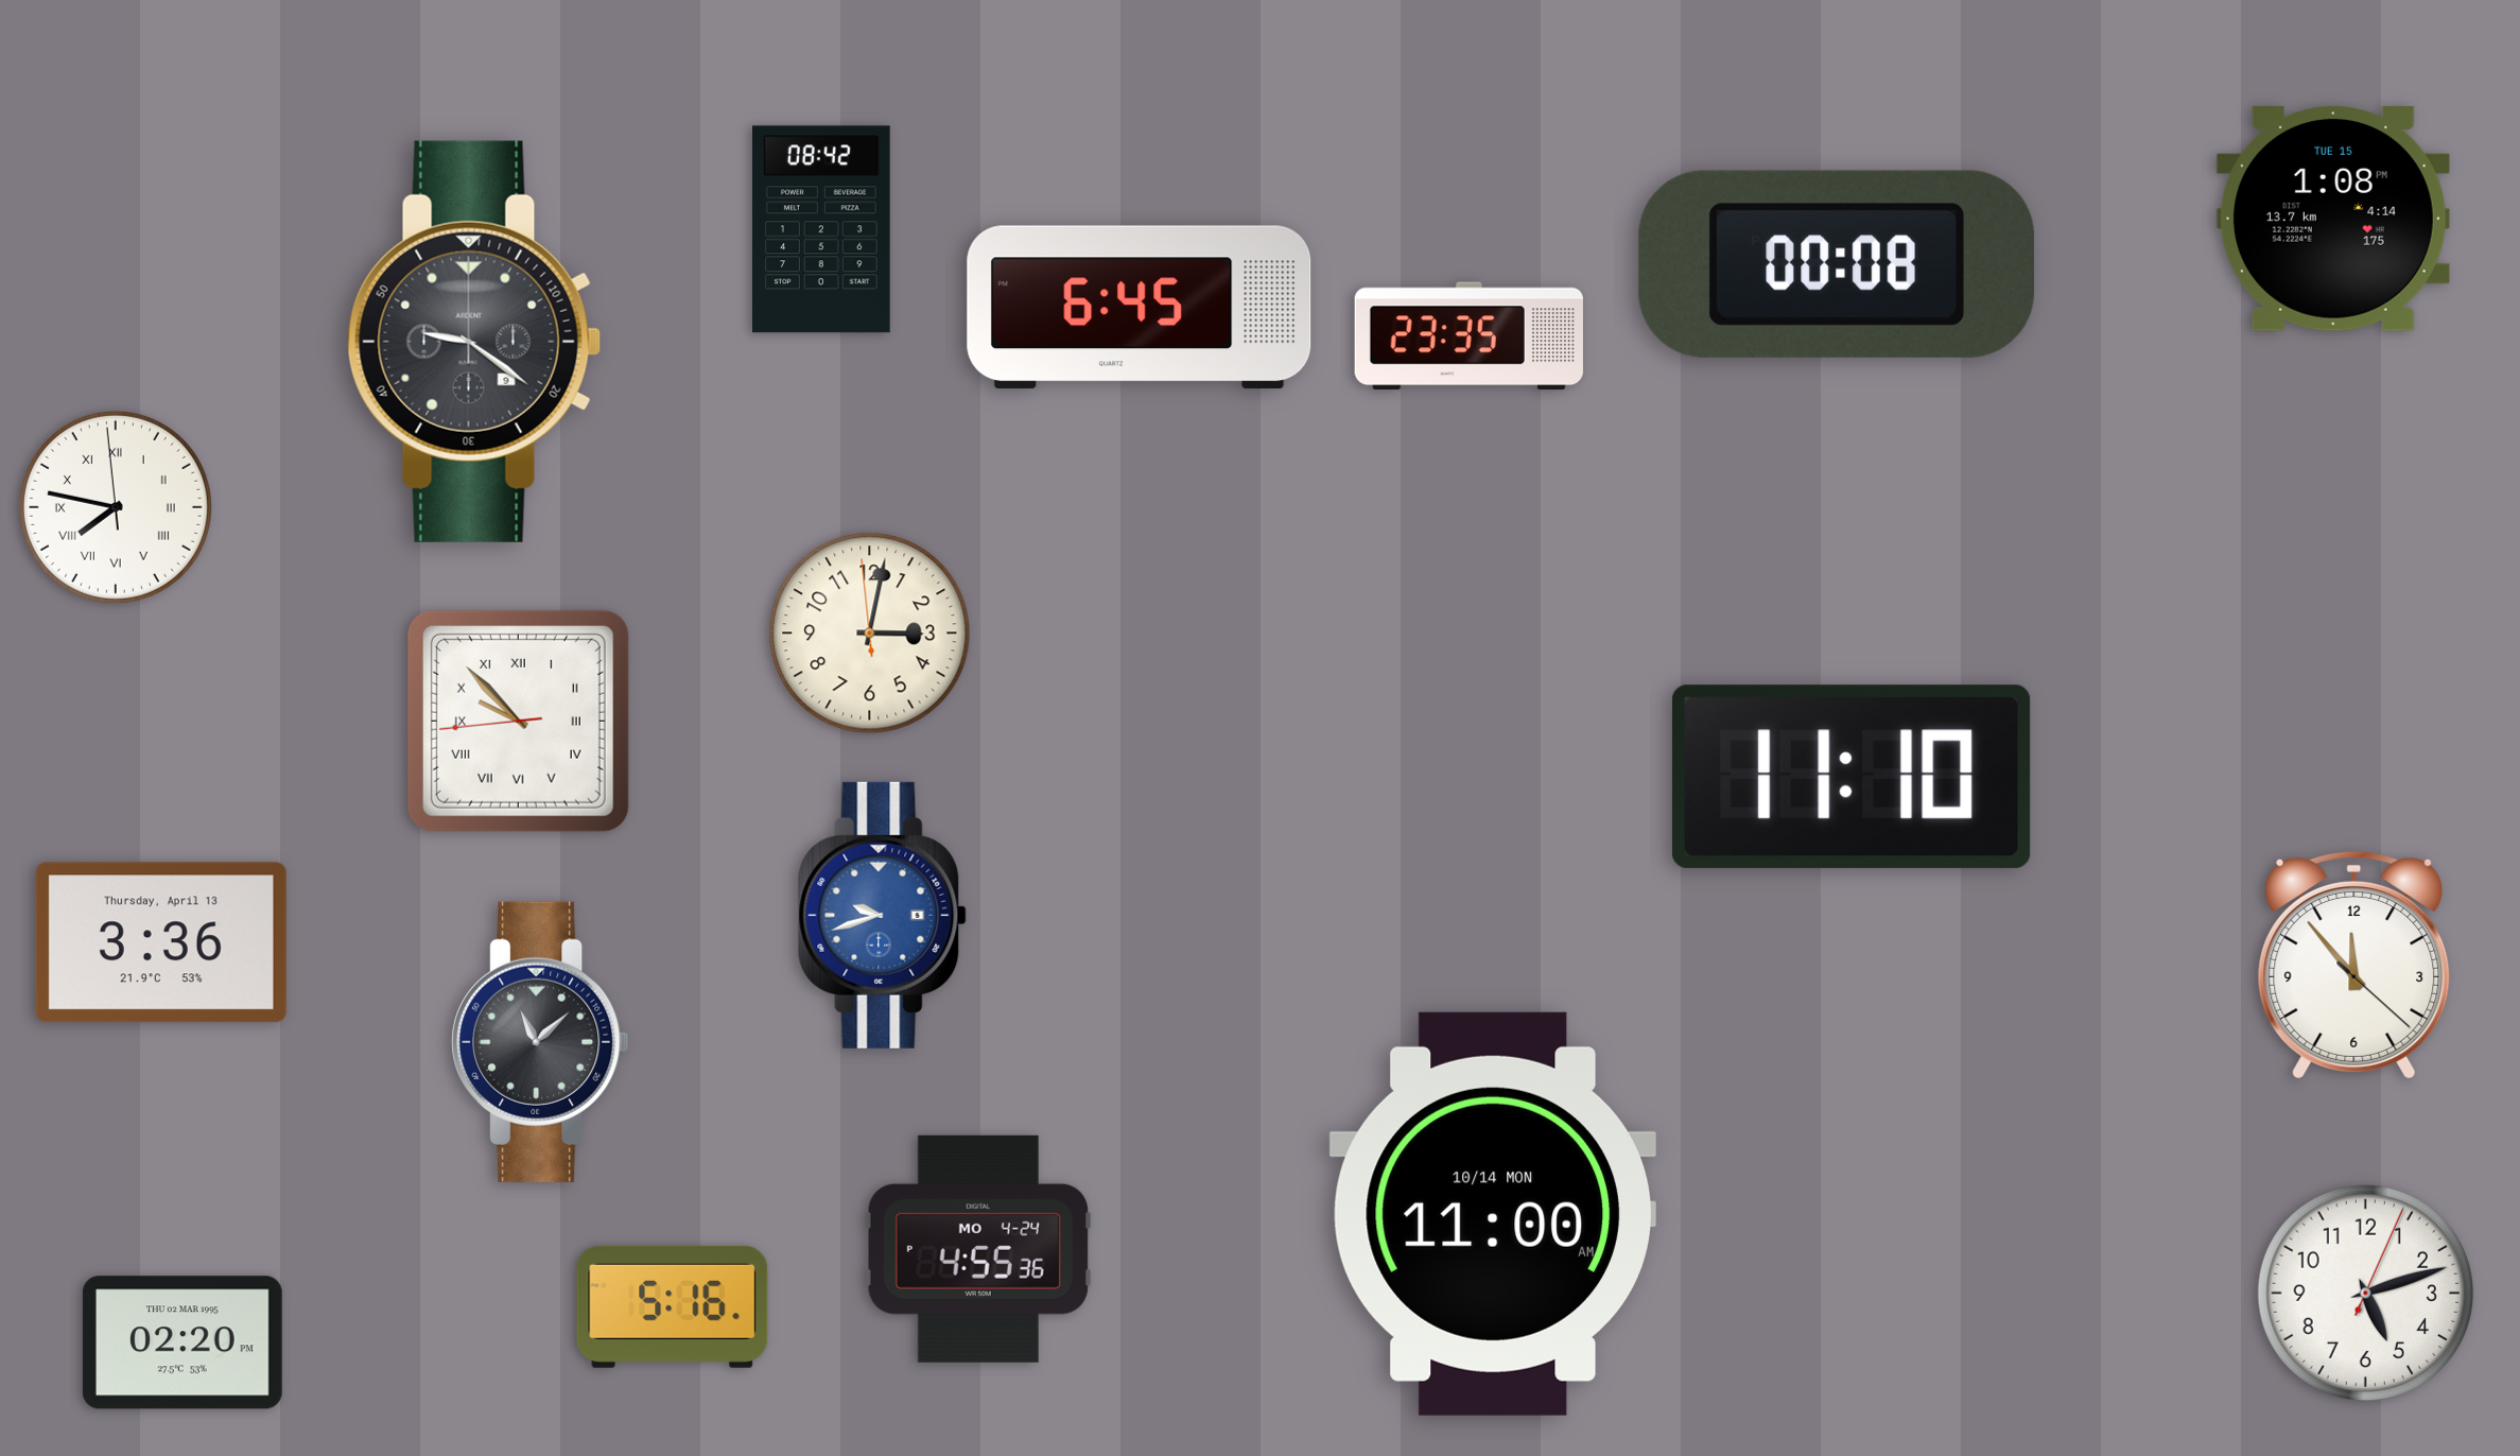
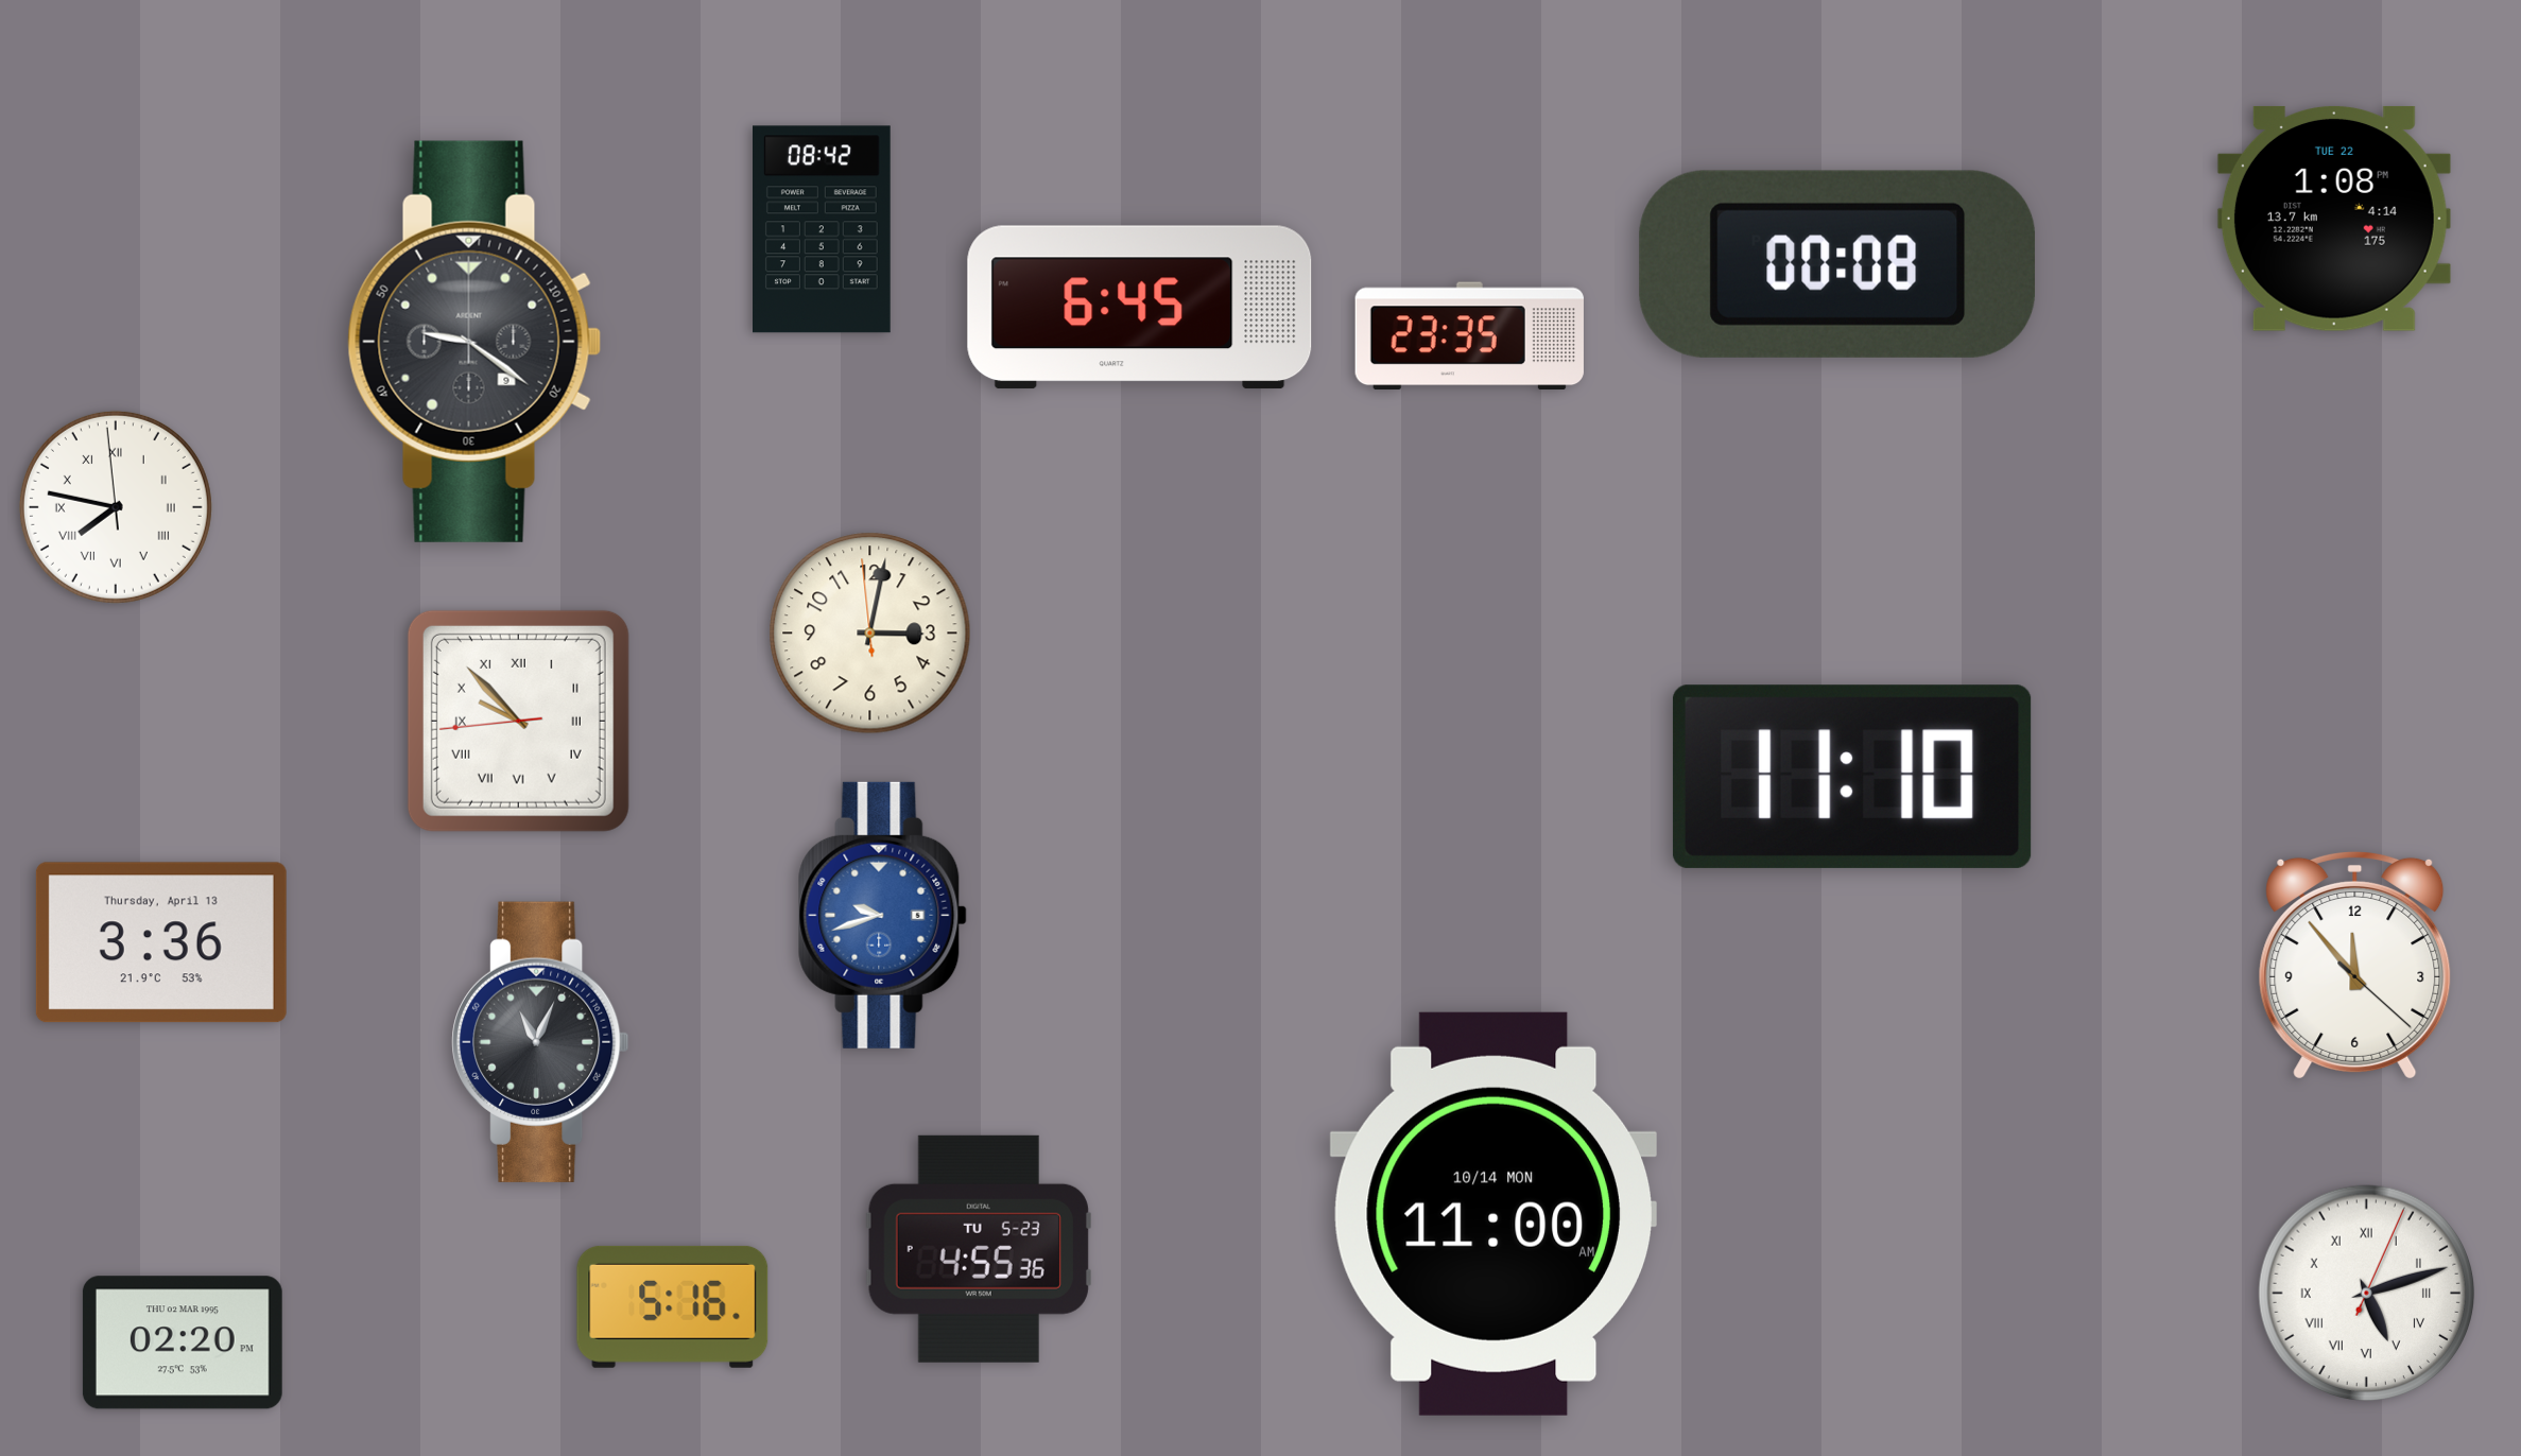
clock at (2333, 219) date: TUE 15 -> TUE 22
clock at (540, 1042): 11:08 -> 11:04
clock at (978, 1249) date: MO 4-24 -> TU 5-23
clock at (2366, 1294) numerals: Arabic -> Roman
